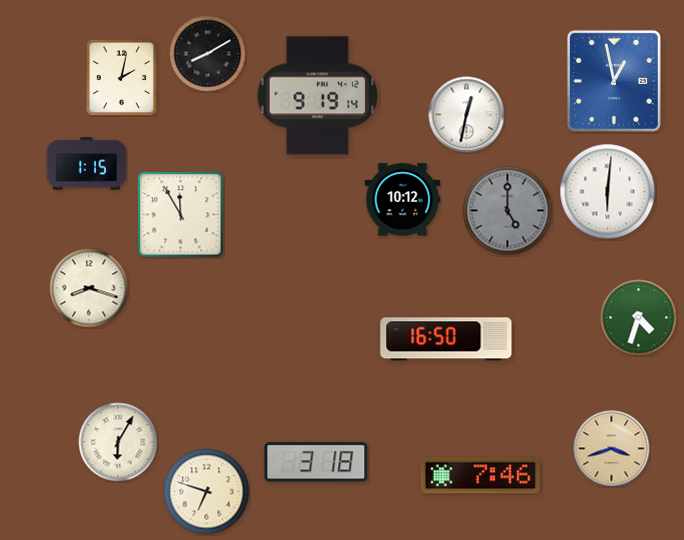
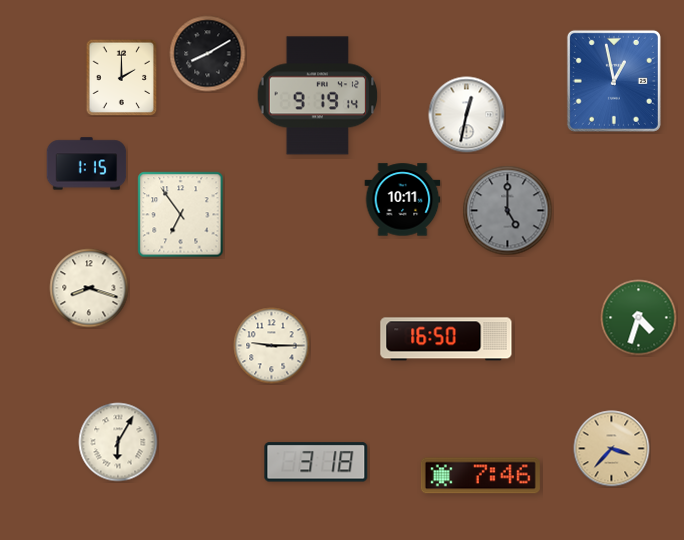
clock at (122, 77): 2:02 -> 2:00
clock at (608, 192): 6:01 -> none
clock at (403, 200): 10:12 -> 10:11
clock at (181, 215): 11:55 -> 6:54
clock at (272, 346): none -> 9:15
clock at (612, 449): 3:42 -> 3:37
clock at (207, 492): 6:48 -> none
